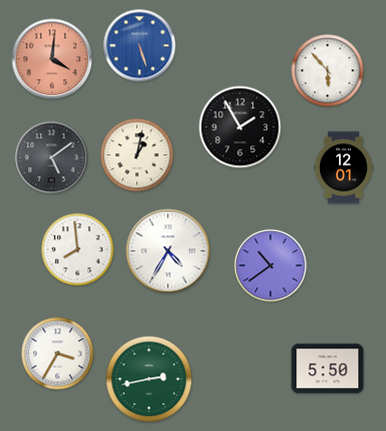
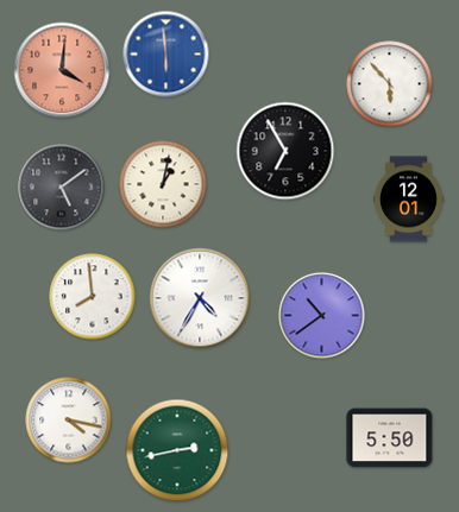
clock at (140, 46): 5:27 -> 5:59
clock at (240, 127): 1:55 -> 6:55
clock at (58, 354): 3:35 -> 4:17
